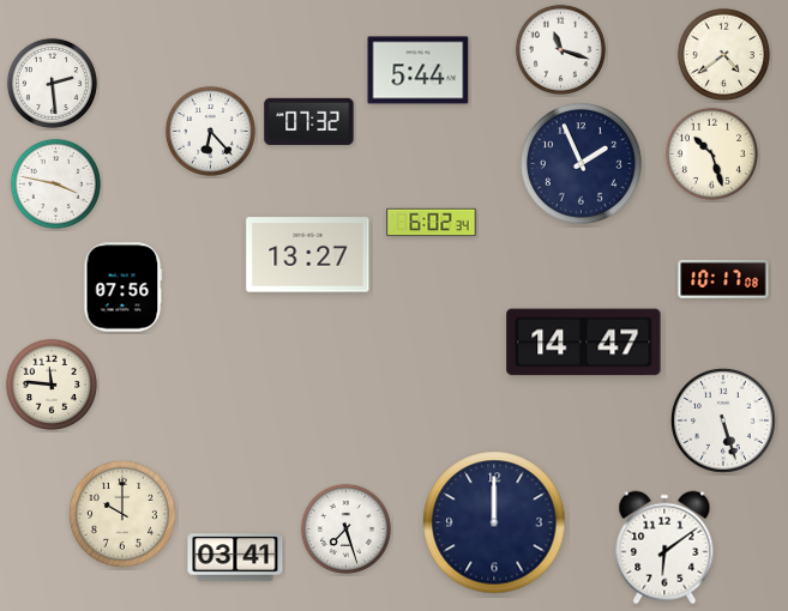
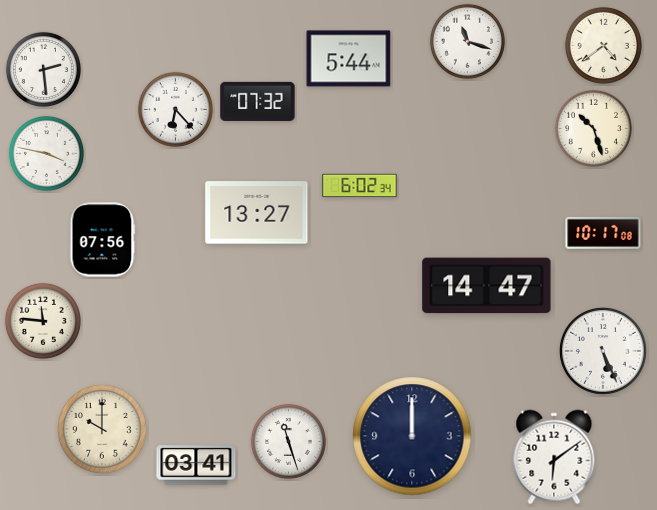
clock at (582, 164): 1:56 -> none
clock at (723, 421): 5:27 -> 5:26
clock at (345, 528): 7:27 -> 11:27
